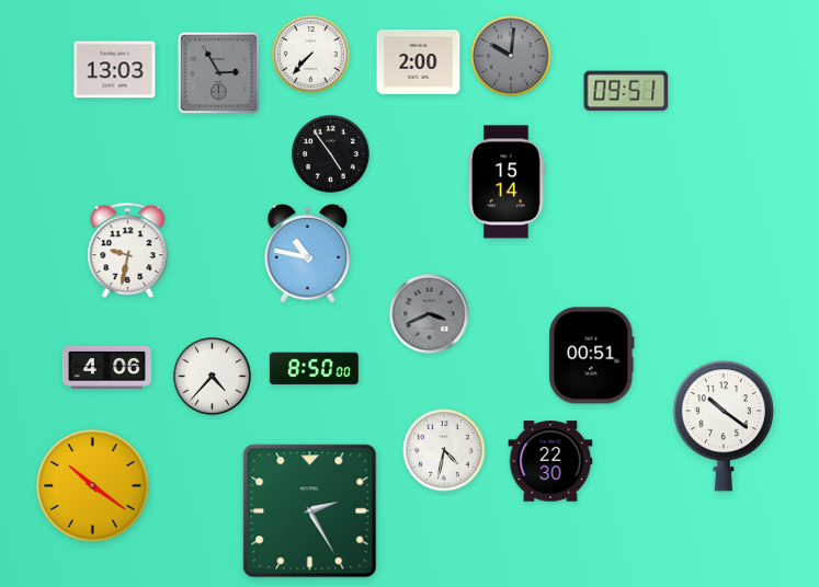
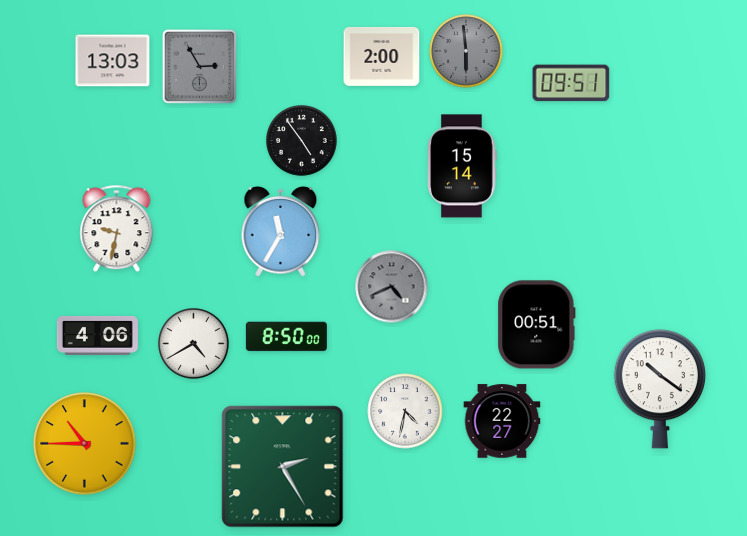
clock at (311, 55): 7:37 -> none
clock at (511, 56): 10:01 -> 5:59
clock at (115, 70) position: (115, 70) -> (113, 61)
clock at (308, 253): 10:47 -> 11:35
clock at (430, 314): 3:41 -> 4:41
clock at (592, 356) position: (592, 356) -> (537, 325)
clock at (213, 377): 4:37 -> 4:40
clock at (550, 461): 22:30 -> 22:27
clock at (93, 486): 10:21 -> 10:45
